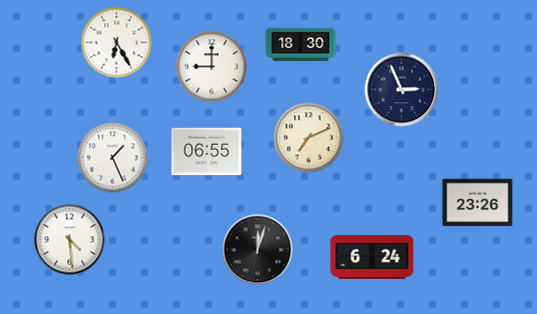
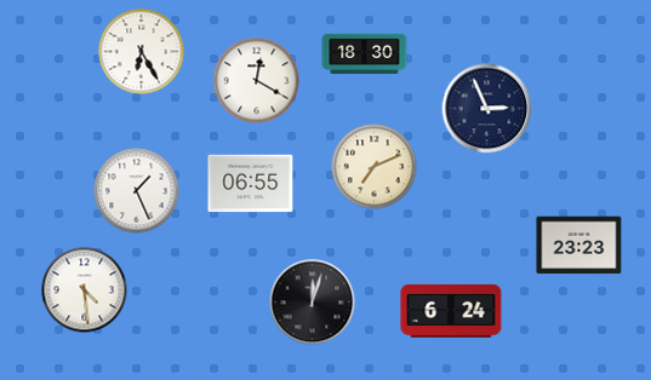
clock at (212, 67): 9:00 -> 12:20
clock at (478, 203): 23:26 -> 23:23
